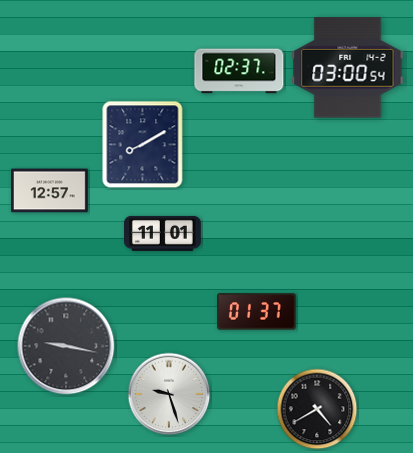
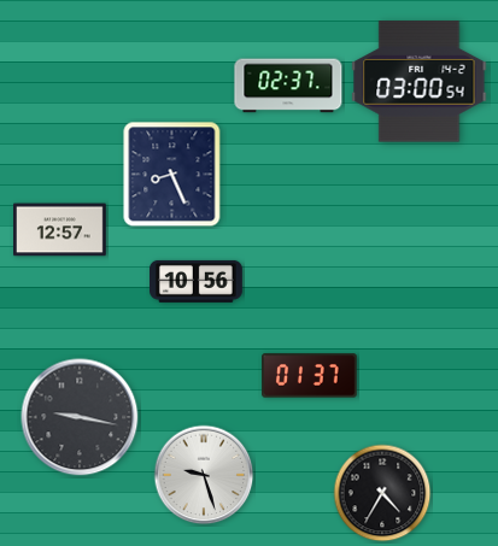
clock at (143, 145): 8:10 -> 8:26
clock at (163, 233): 11:01 -> 10:56
clock at (317, 409): 4:40 -> 4:35
